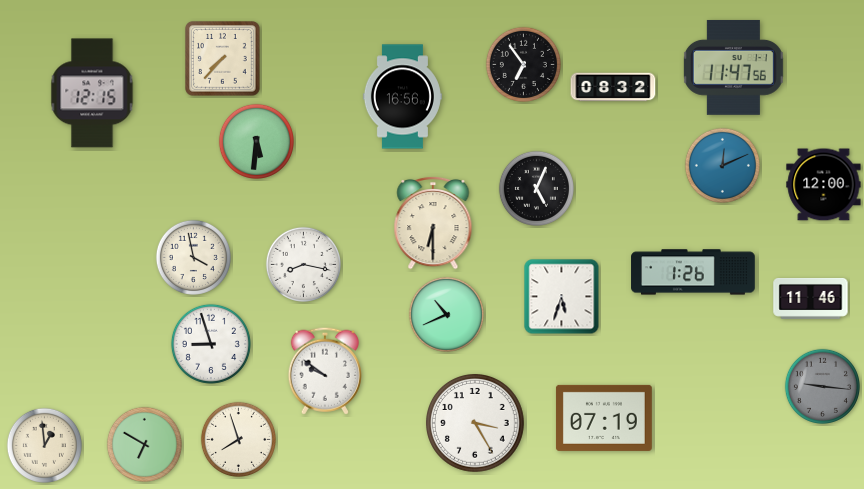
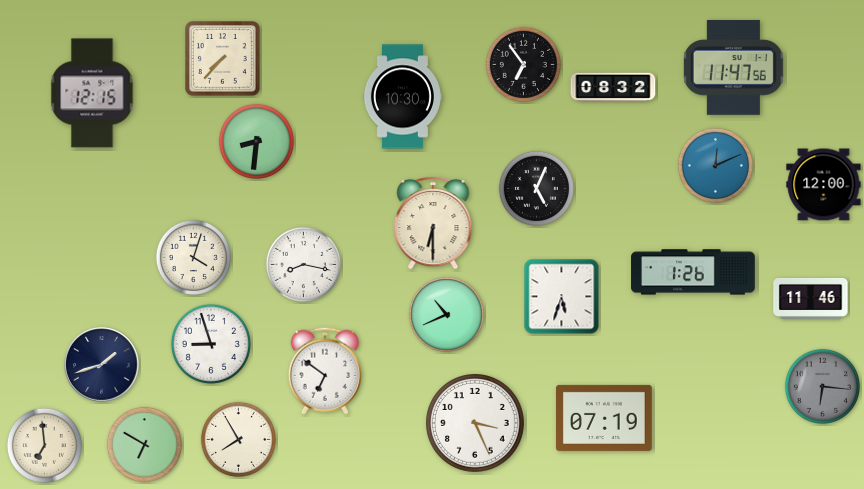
clock at (402, 97): 16:56 -> 10:30
clock at (256, 141): 5:31 -> 8:31
clock at (722, 165) position: (722, 165) -> (715, 165)
clock at (193, 257): 3:58 -> 4:03
clock at (102, 365): none -> 1:42
clock at (325, 371): 9:51 -> 6:51
clock at (822, 386): 9:16 -> 6:16
clock at (476, 424): 3:25 -> 3:26
clock at (238, 439): 7:57 -> 7:55
clock at (44, 445): 12:59 -> 6:59
